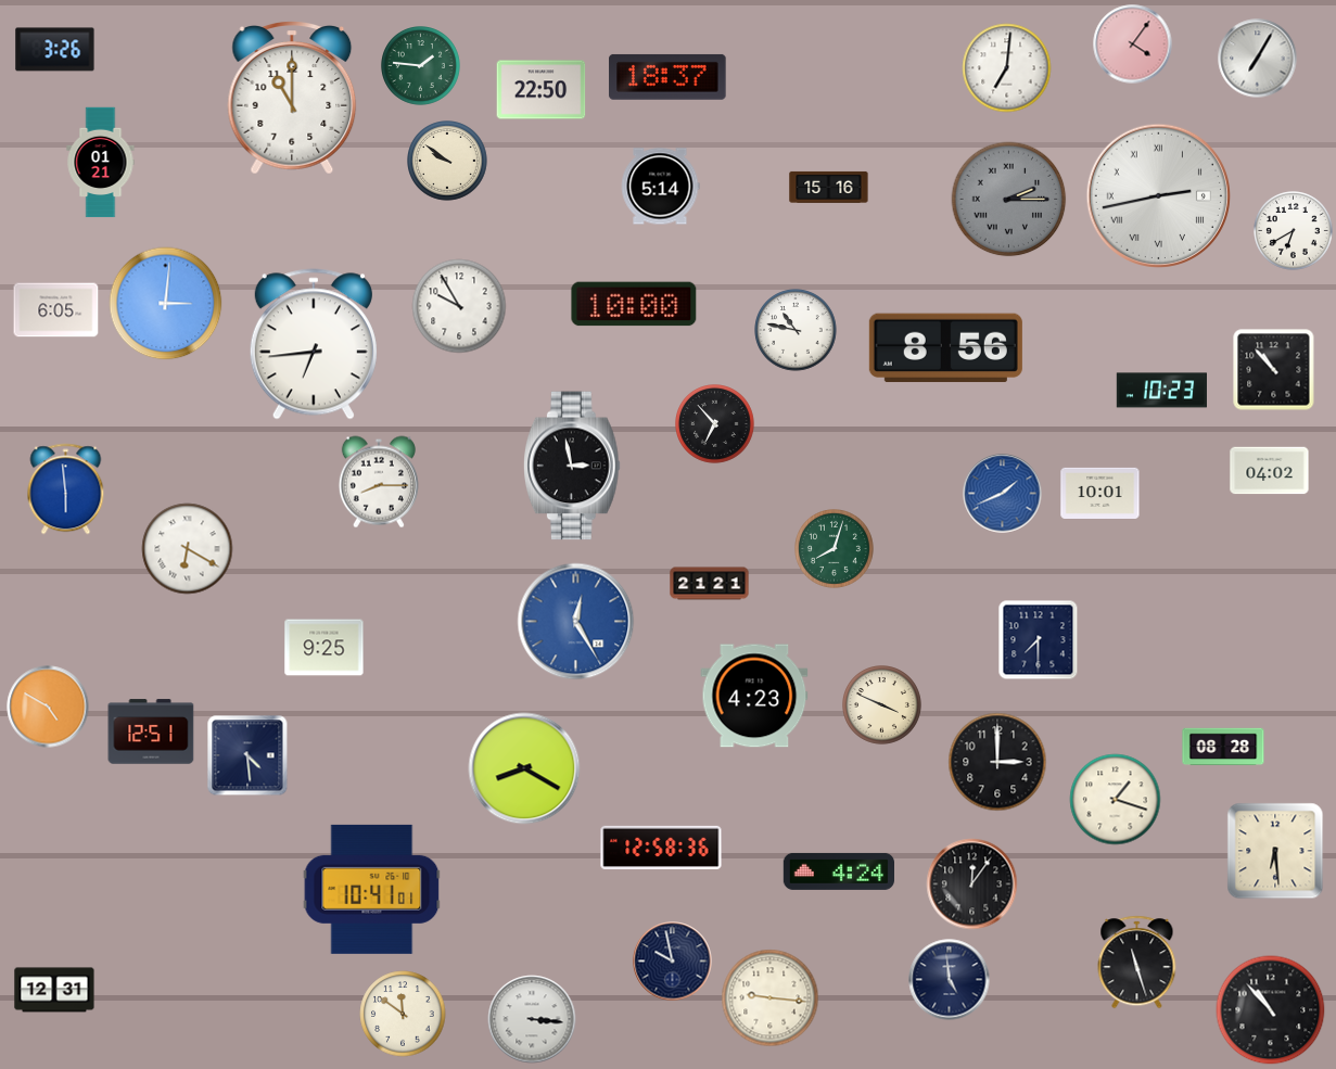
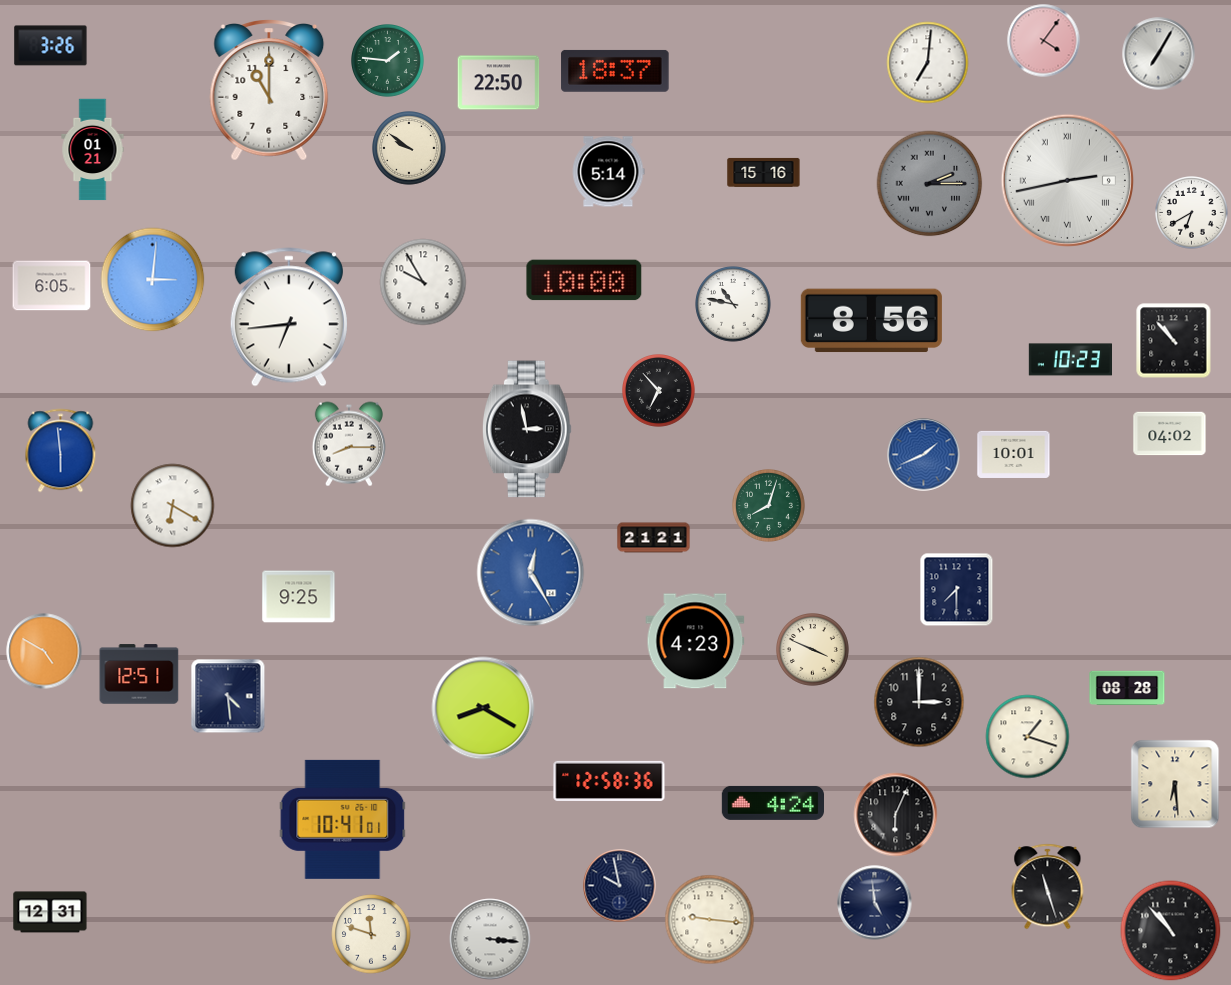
clock at (448, 162) position: (448, 162) -> (410, 149)
clock at (972, 885): 12:06 -> 6:04
clock at (403, 1014): 11:51 -> 11:48
